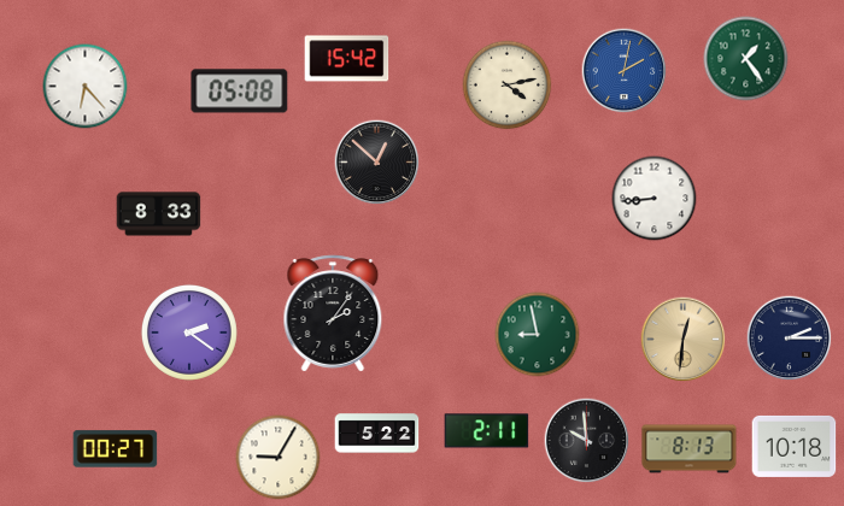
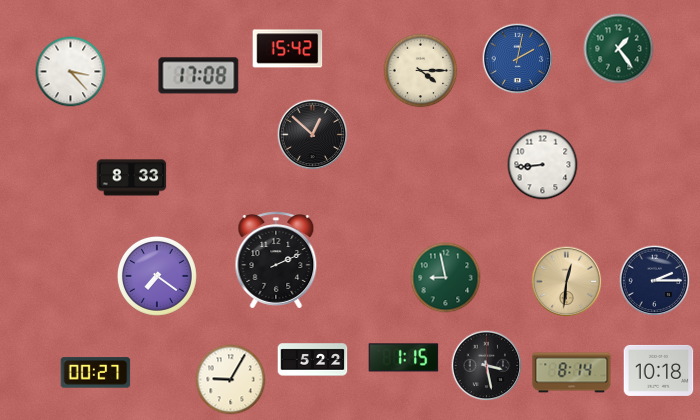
clock at (508, 86): 4:13 -> 4:15
clock at (86, 87): 6:23 -> 3:23
clock at (240, 92): 05:08 -> 17:08
clock at (333, 313): 2:06 -> 2:11
clock at (189, 333): 2:21 -> 7:21
clock at (487, 431): 2:11 -> 1:15
clock at (587, 441): 9:59 -> 3:28
clock at (690, 449): 8:13 -> 8:14
